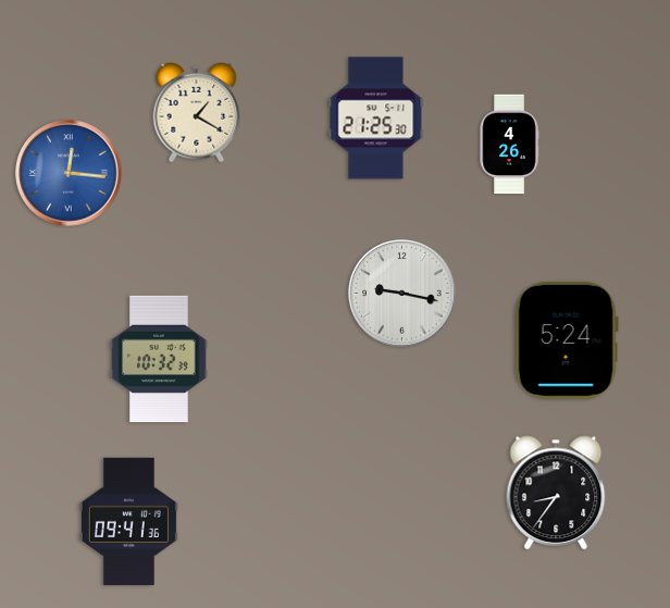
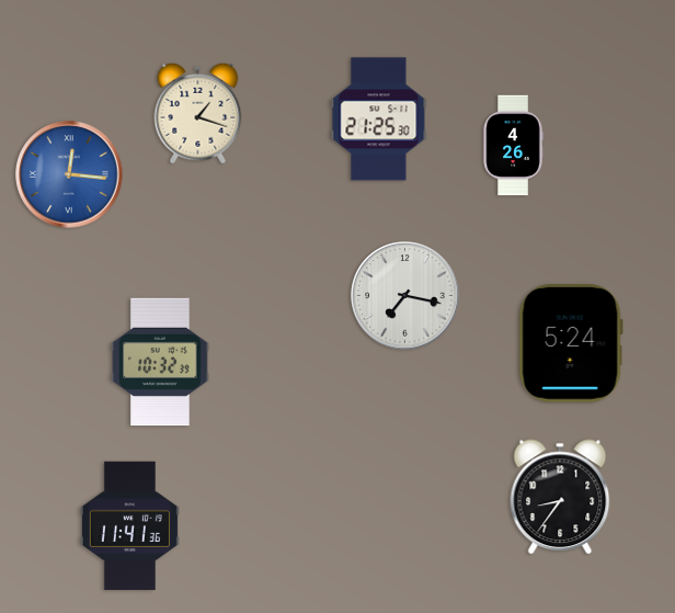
clock at (197, 112): 1:20 -> 1:18
clock at (402, 294): 9:17 -> 7:17
clock at (128, 521): 09:41 -> 11:41
